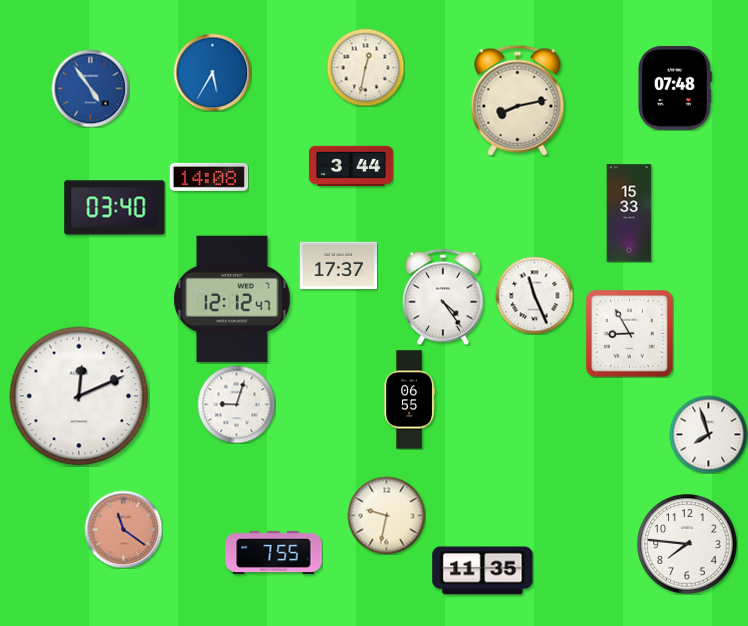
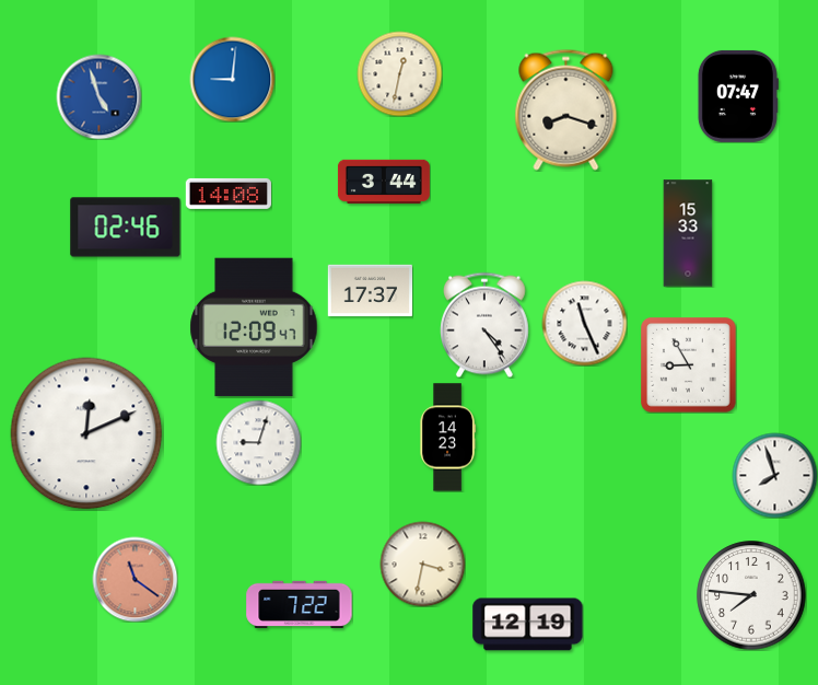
clock at (212, 72): 5:35 -> 9:01
clock at (90, 88): 4:54 -> 4:57
clock at (675, 88): 07:48 -> 07:47
clock at (518, 100): 8:13 -> 8:18
clock at (115, 208): 03:40 -> 02:46
clock at (232, 299): 12:12 -> 12:09
clock at (409, 400): 06:55 -> 14:23
clock at (386, 515): 9:32 -> 3:32
clock at (274, 552): 7:55 -> 7:22
clock at (483, 571): 11:35 -> 12:19
